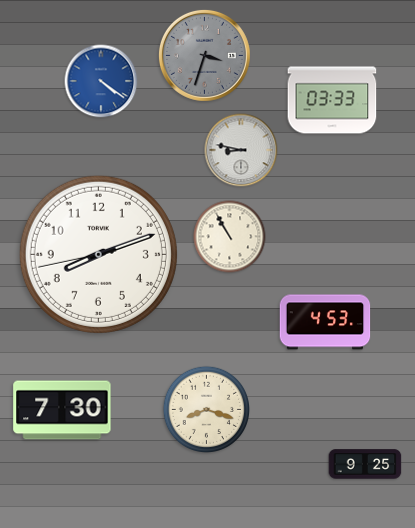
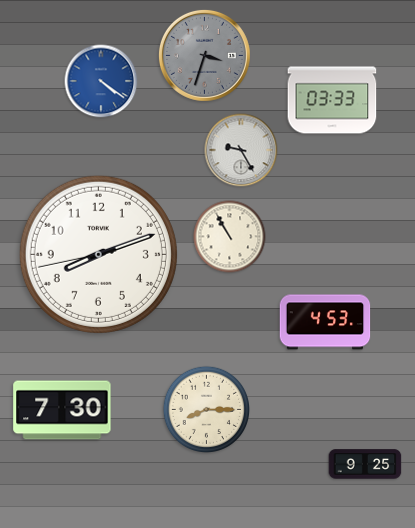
clock at (241, 150): 8:47 -> 9:25
clock at (206, 409): 8:18 -> 8:15
